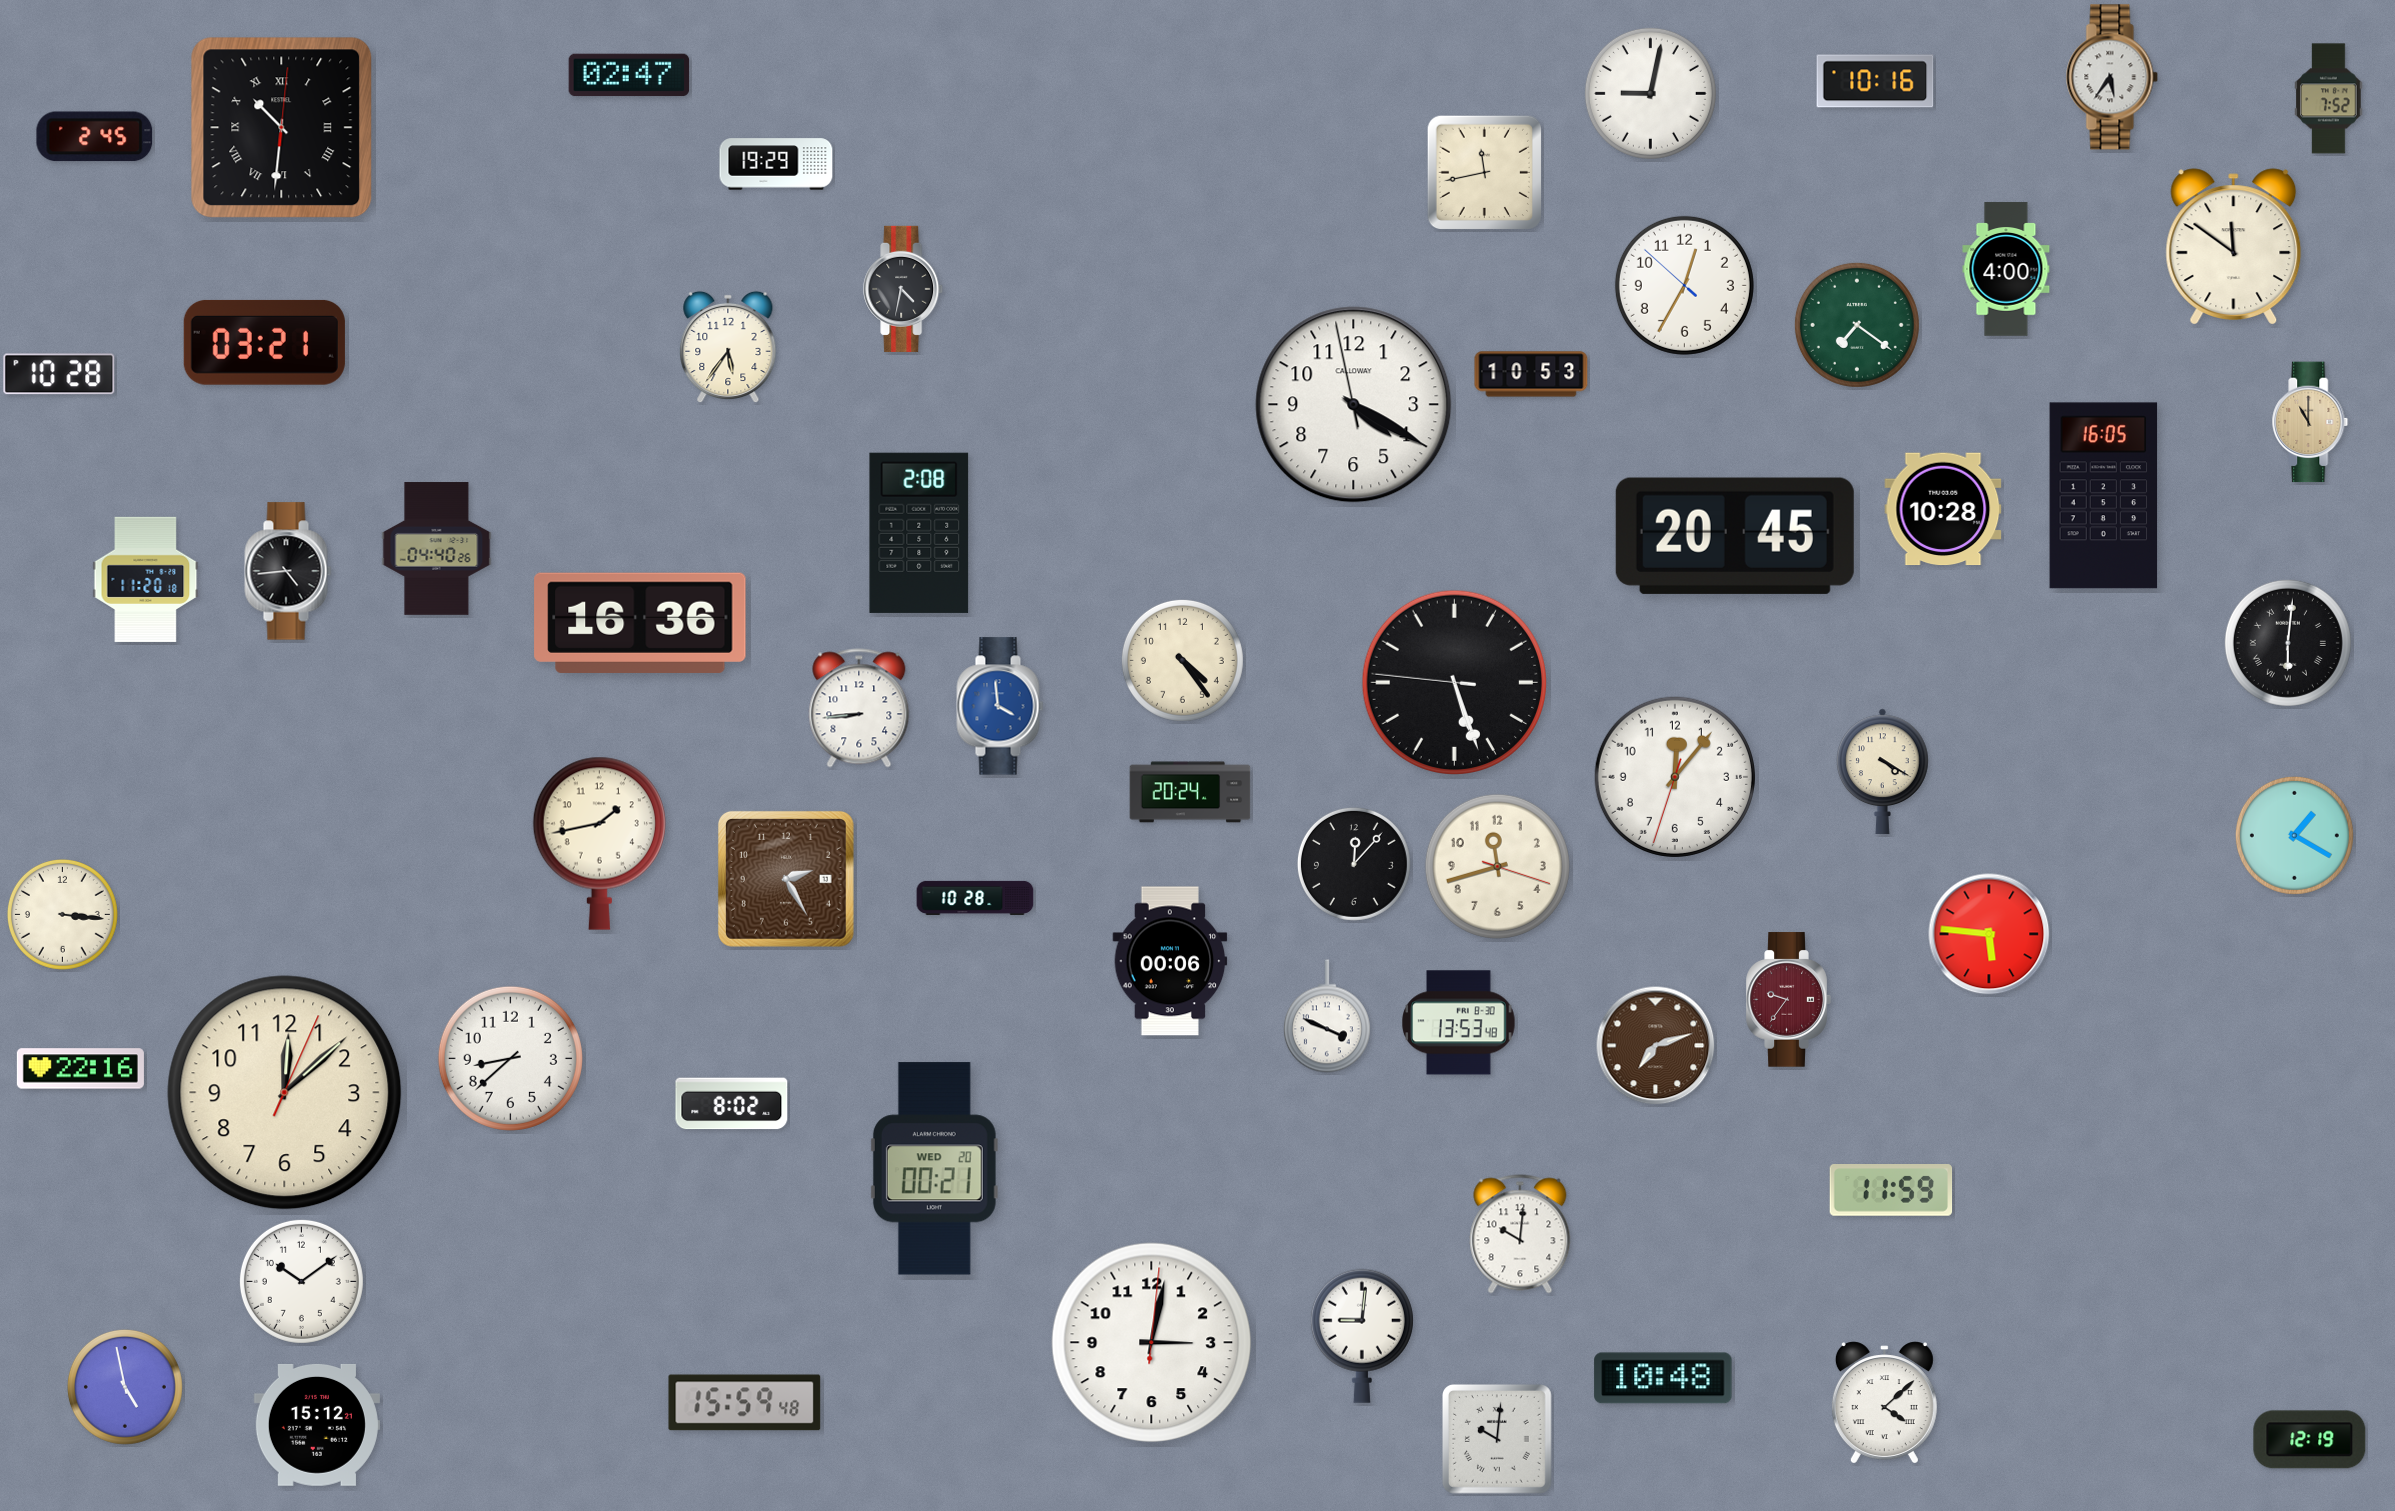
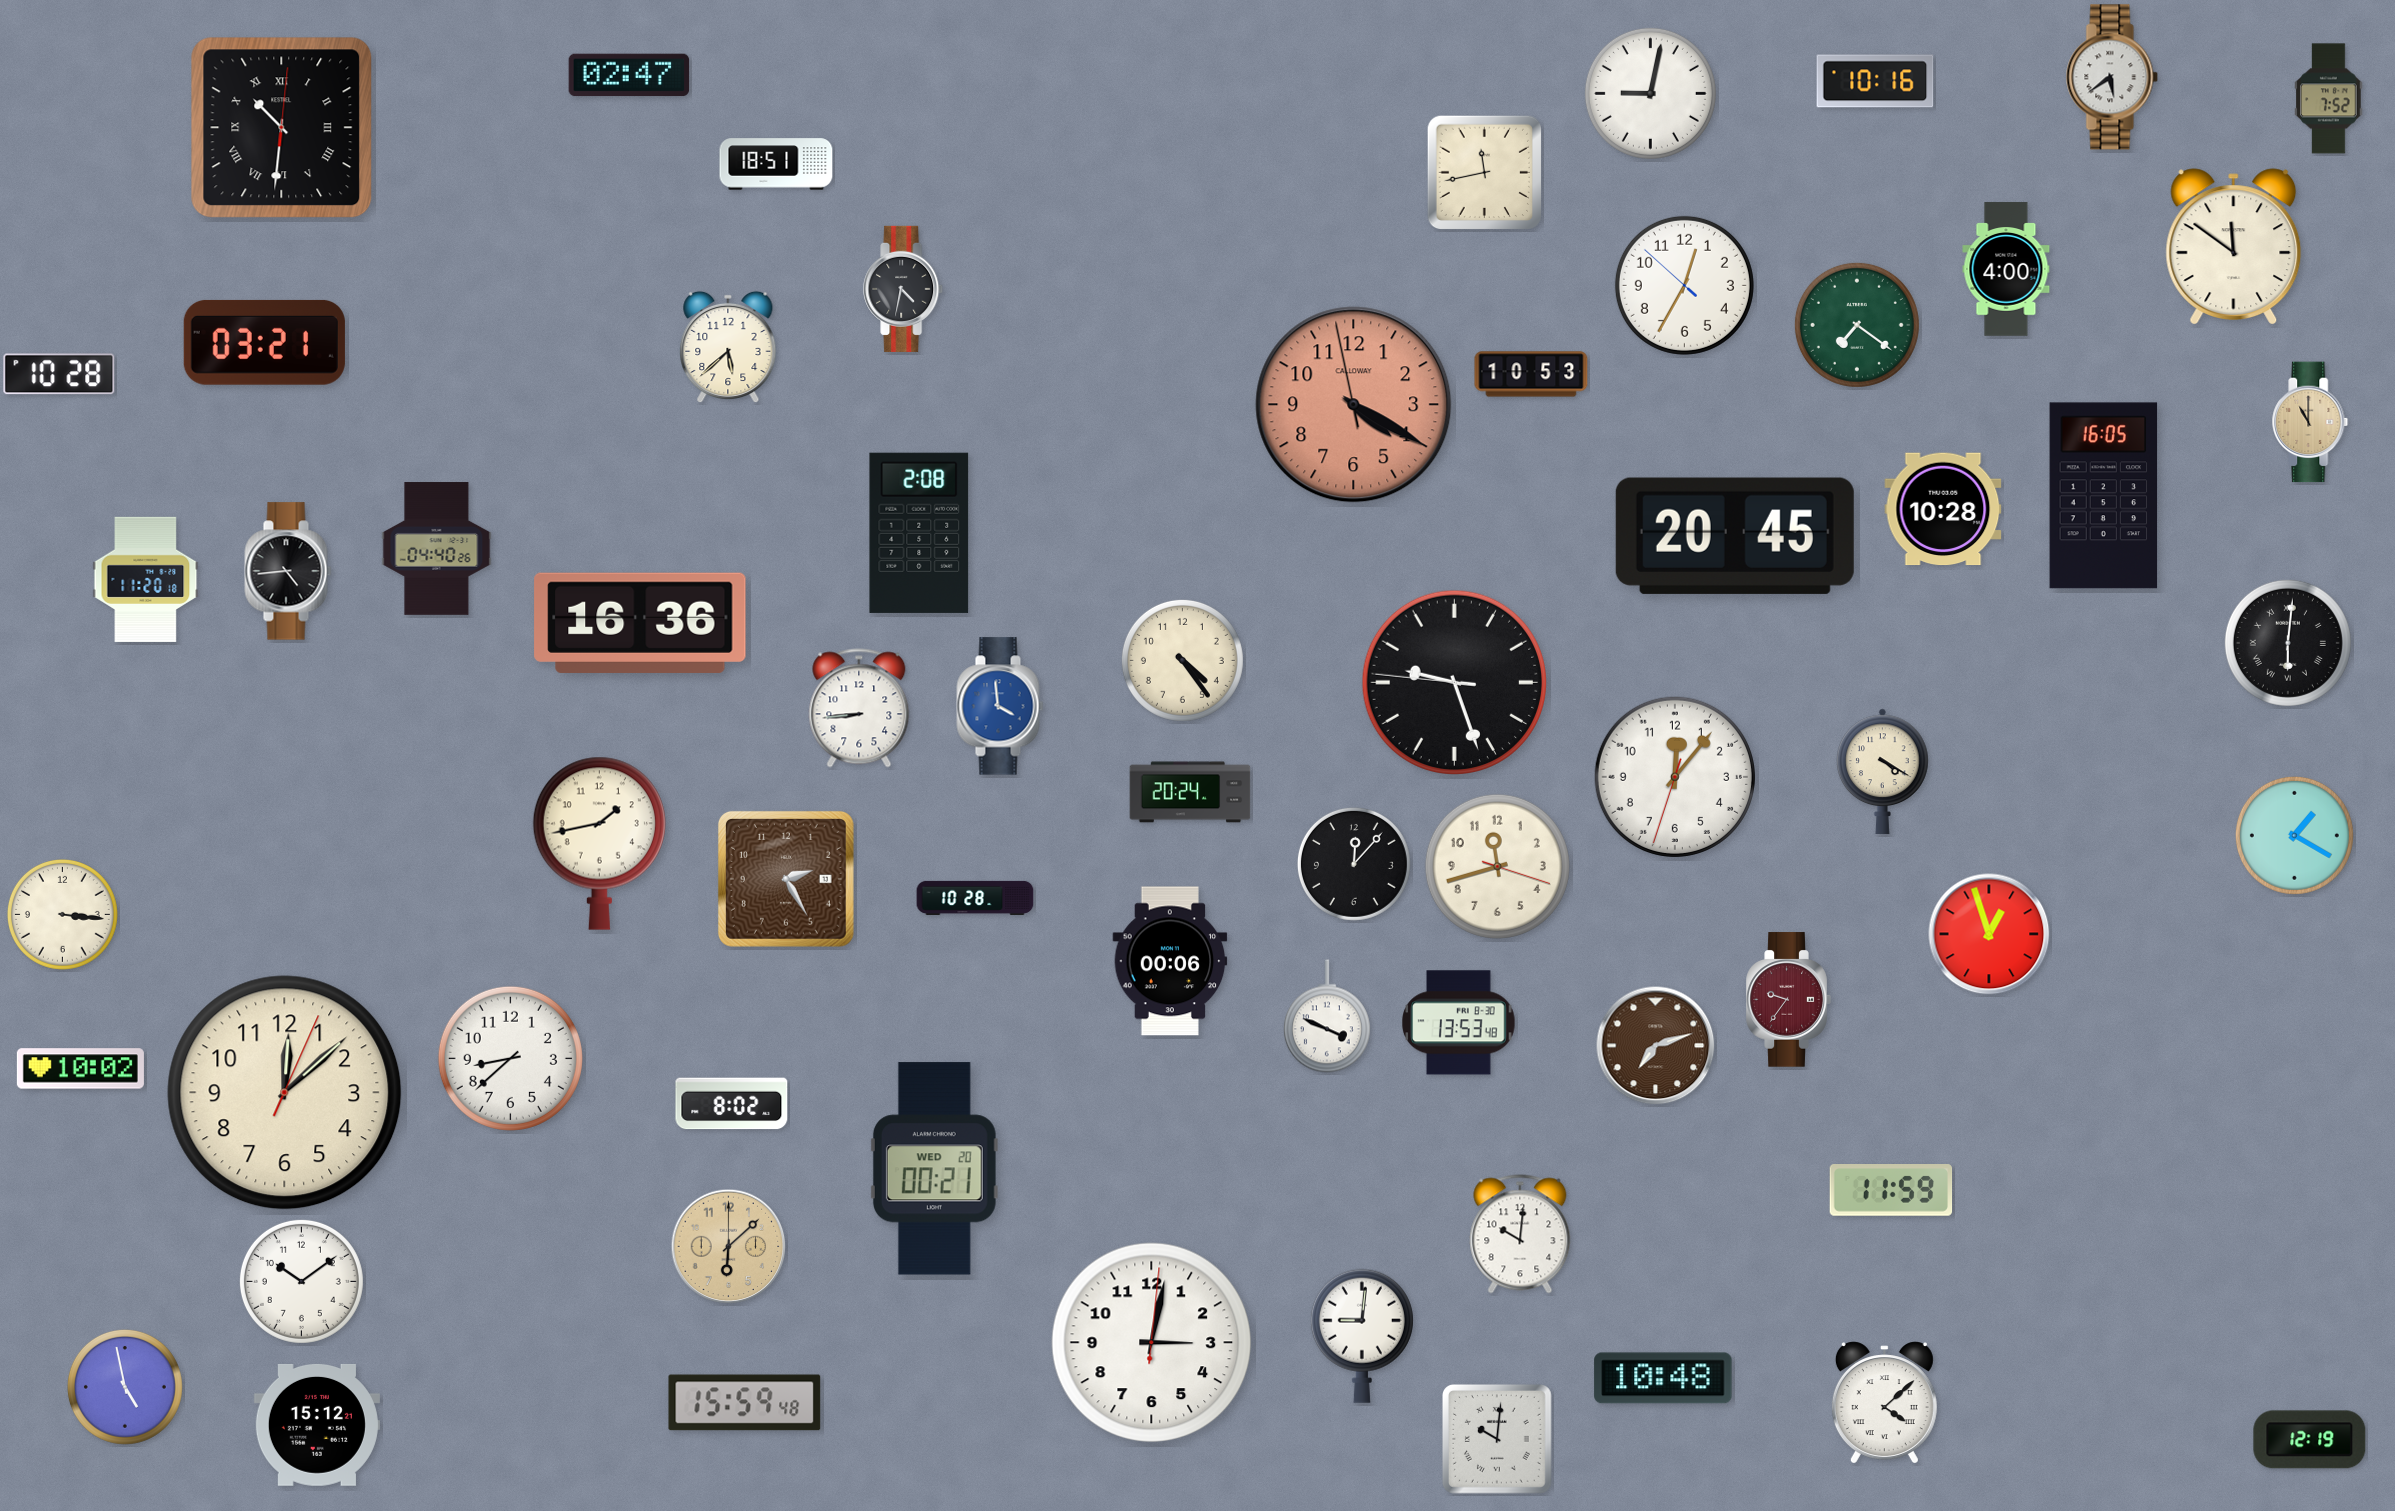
clock at (2112, 77): 5:36 -> 5:39
clock at (95, 137): 2:45 -> none
clock at (776, 164): 19:29 -> 18:51
clock at (728, 347): 5:36 -> 5:38
clock at (1354, 405) dial: white -> salmon
clock at (1454, 682): 5:26 -> 9:26
clock at (1989, 934): 5:46 -> 12:57
clock at (80, 1069): 22:16 -> 10:02
clock at (729, 1247): none -> 6:08
